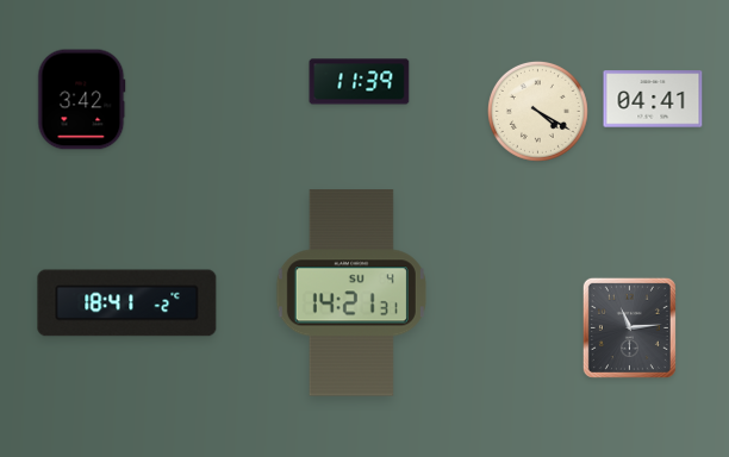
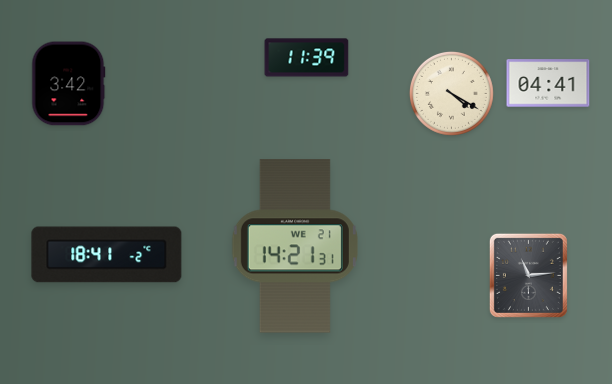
clock at (360, 82) position: (360, 82) -> (307, 58)
clock at (351, 293) date: SU 4 -> WE 21
